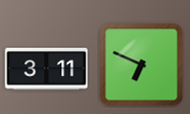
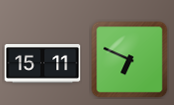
clock at (47, 69): 3:11 -> 15:11
